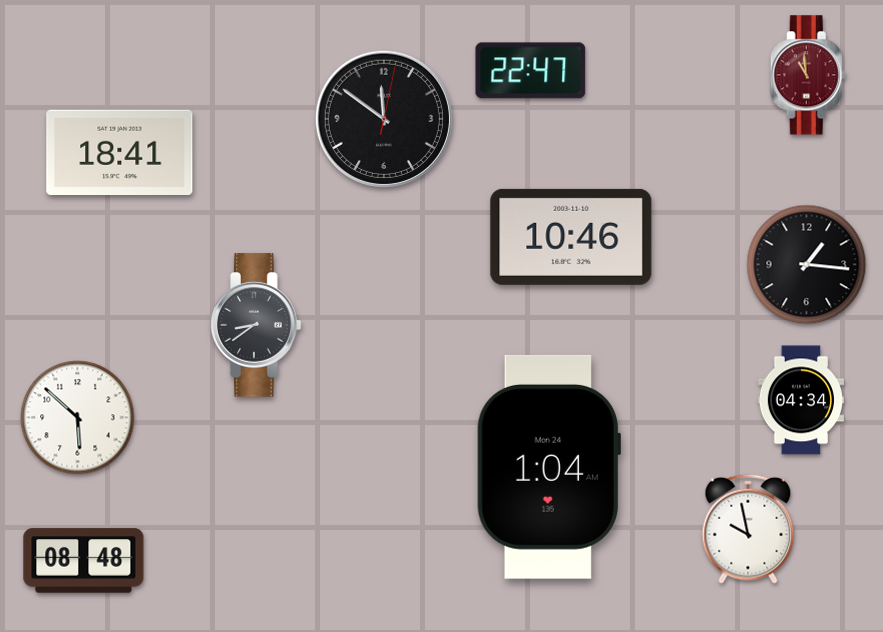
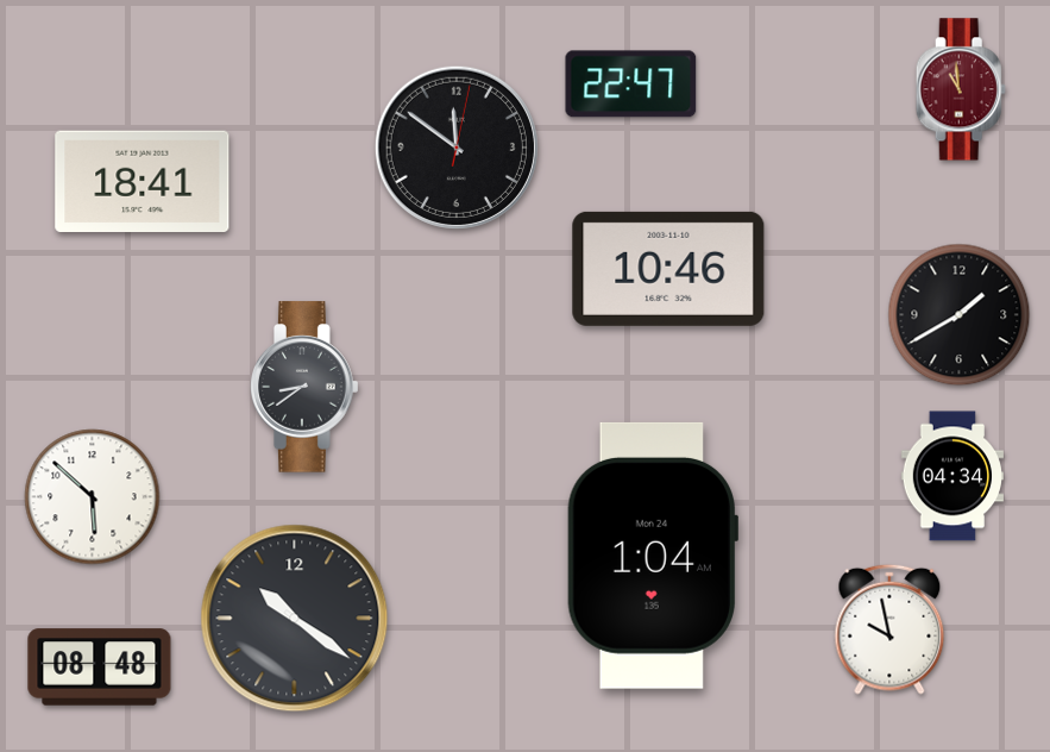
clock at (384, 119) position: (384, 119) -> (457, 148)
clock at (571, 237) position: (571, 237) -> (668, 269)
clock at (807, 265): 1:16 -> 1:40
clock at (295, 619): none -> 10:21
